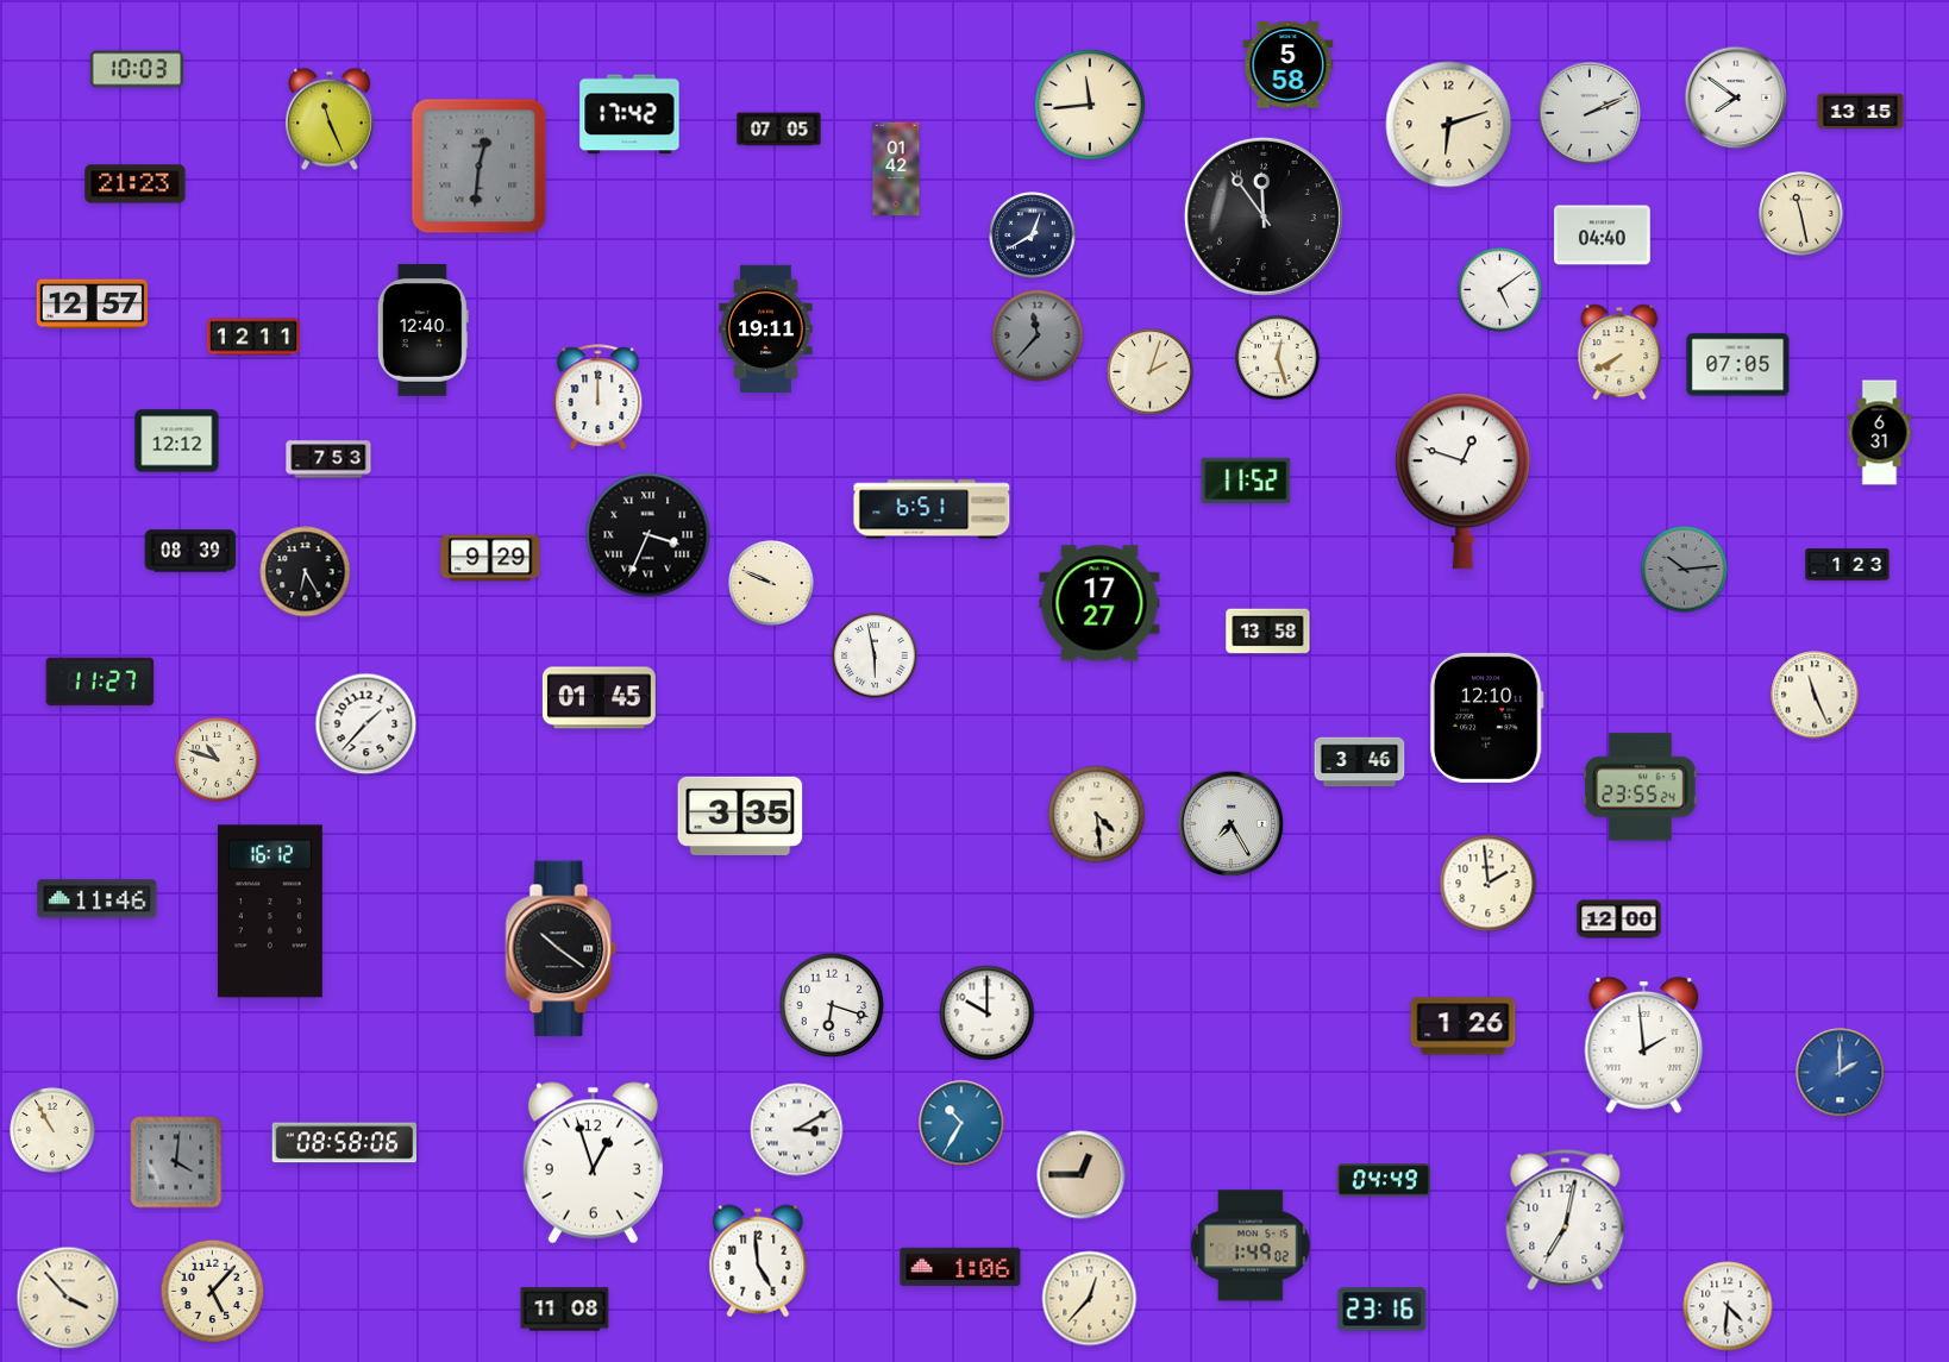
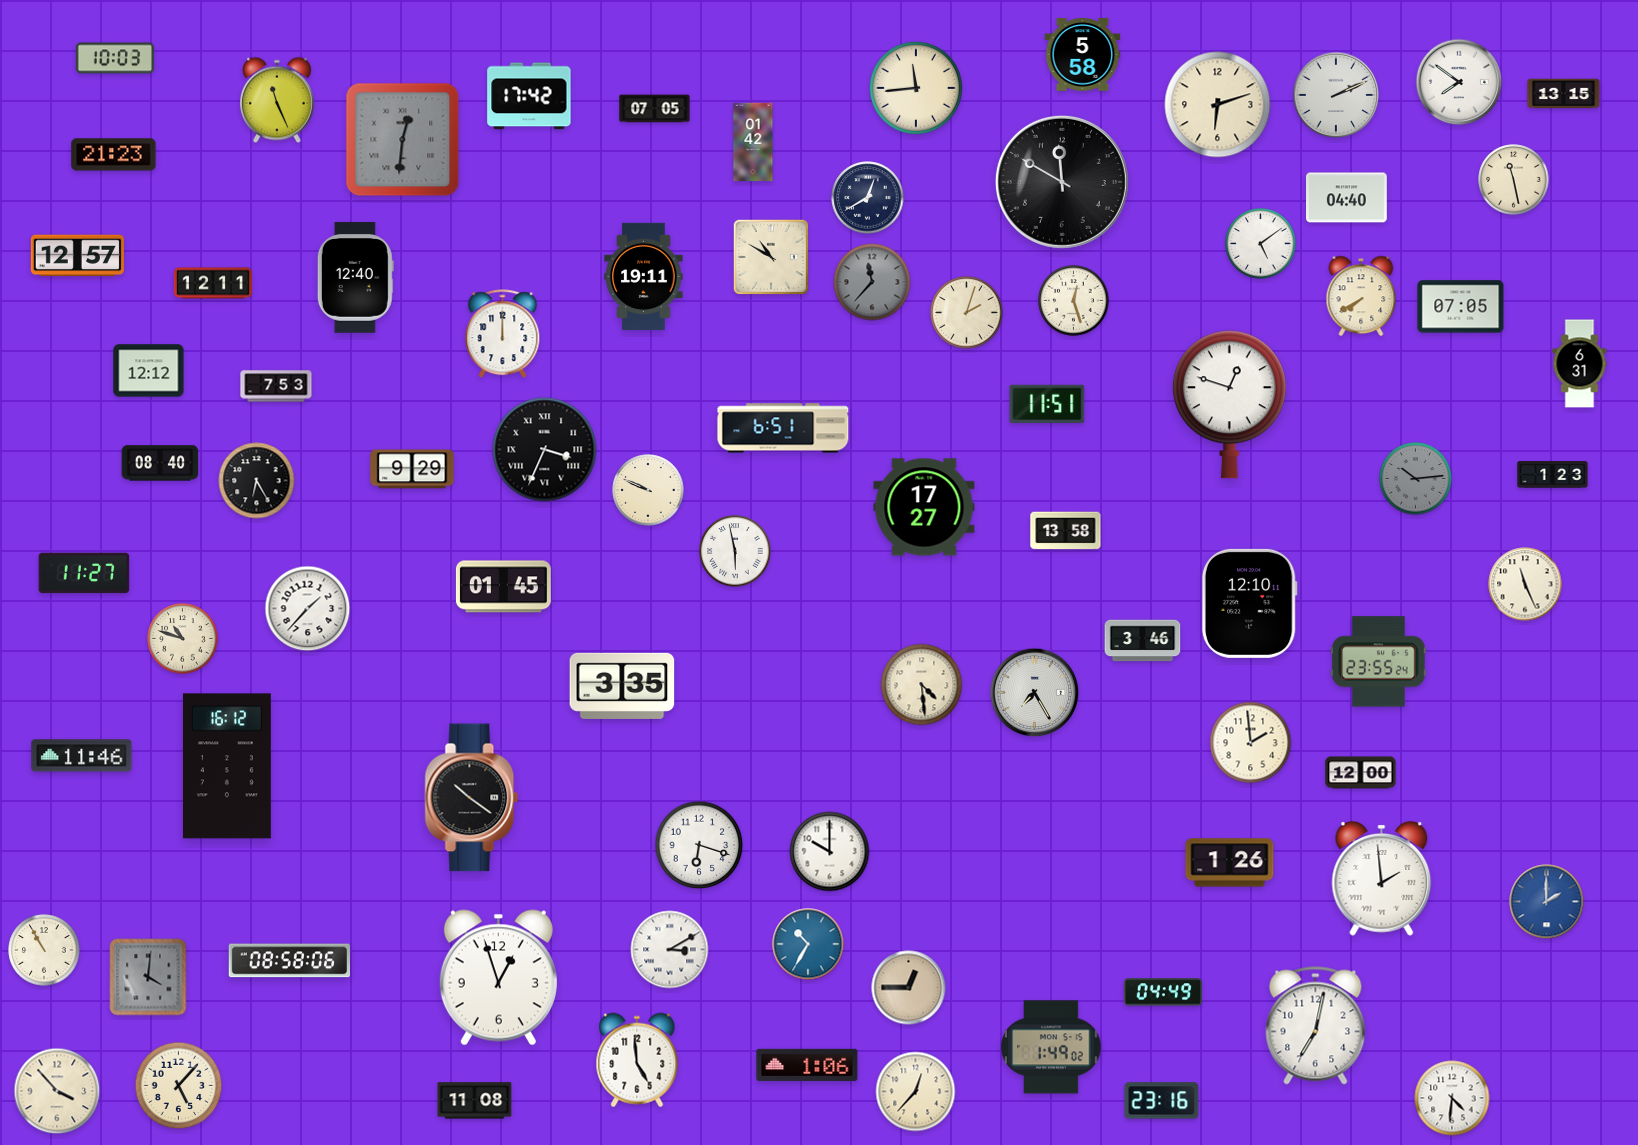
clock at (1264, 216): 11:54 -> 11:50
clock at (770, 256): none -> 10:50
clock at (1246, 479): 11:52 -> 11:51
clock at (190, 551): 08:39 -> 08:40
